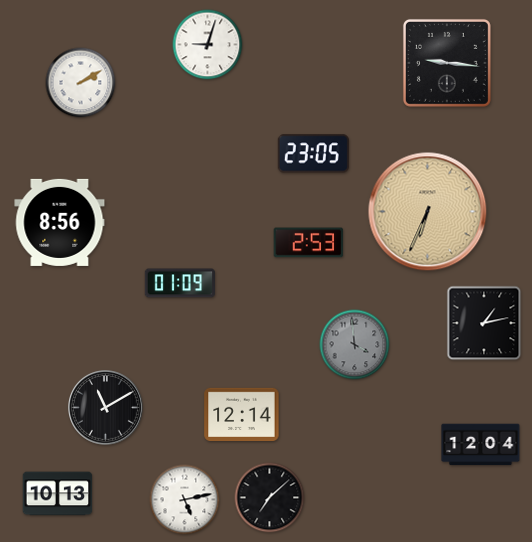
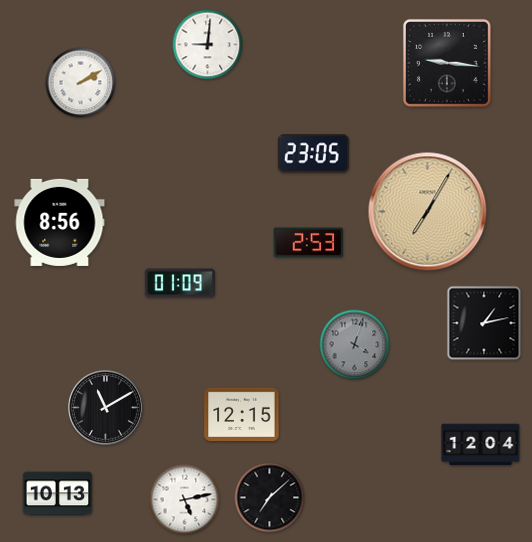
clock at (208, 45): 9:03 -> 9:01
clock at (428, 212): 6:34 -> 7:05
clock at (355, 345): 3:59 -> 4:03
clock at (242, 414): 12:14 -> 12:15
